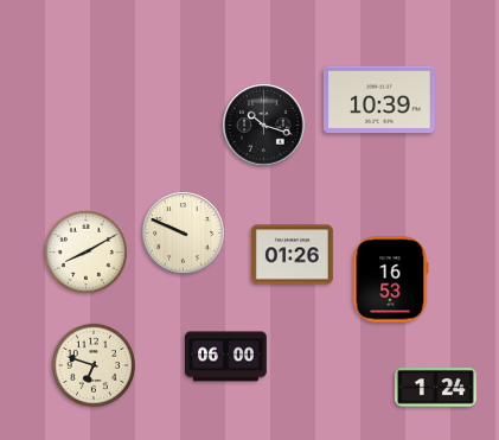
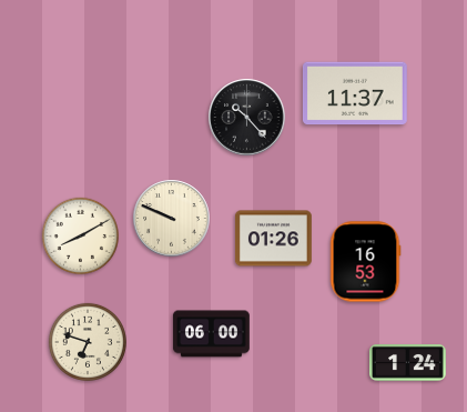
clock at (379, 100): 10:39 -> 11:37
clock at (264, 126): 10:18 -> 10:23
